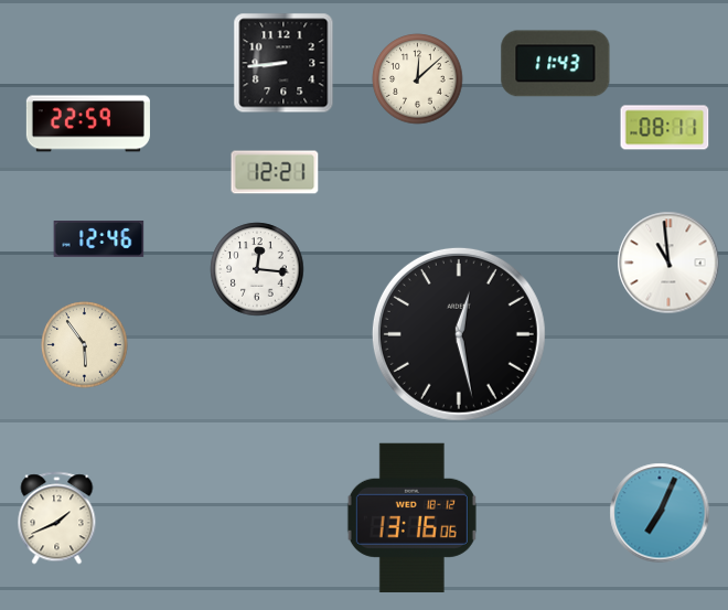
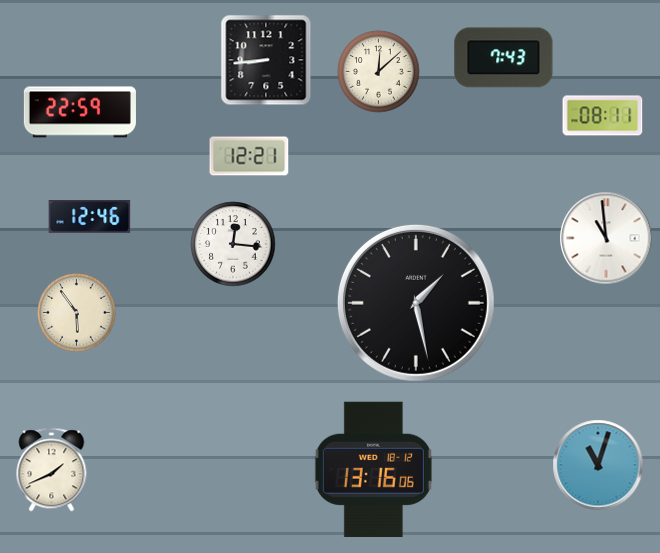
clock at (283, 63) position: (283, 63) -> (266, 60)
clock at (556, 64): 11:43 -> 7:43
clock at (459, 334): 12:28 -> 1:28
clock at (660, 513): 7:04 -> 11:03
